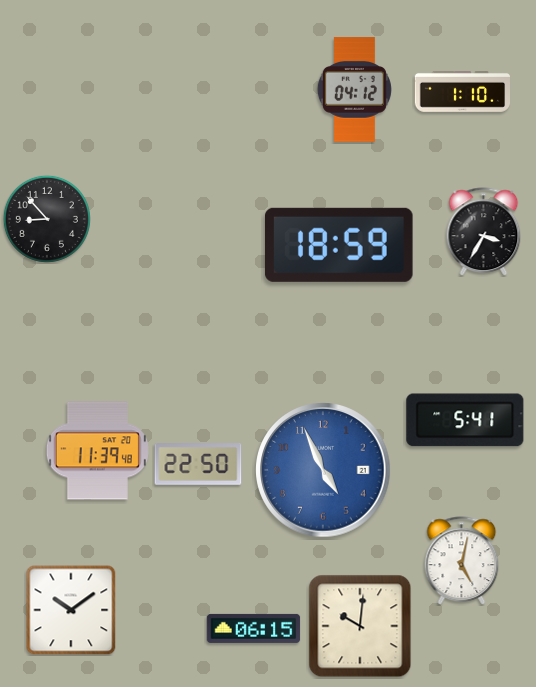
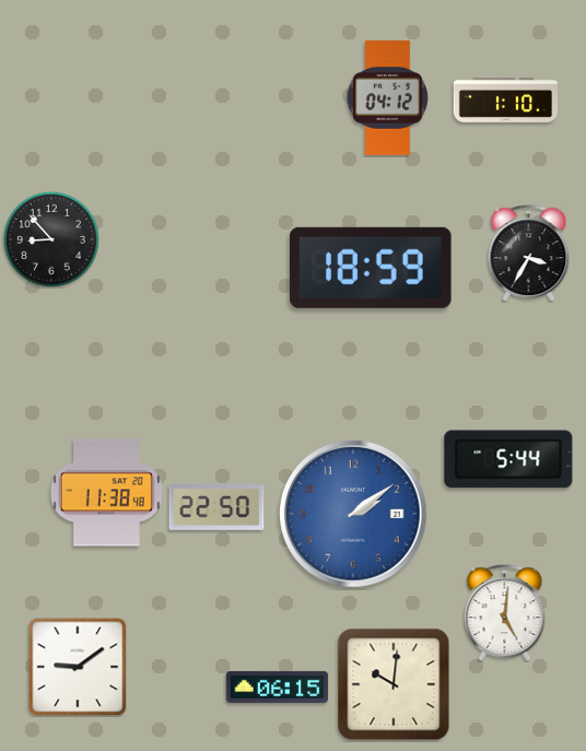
clock at (465, 420): 5:41 -> 5:44
clock at (97, 451): 11:39 -> 11:38
clock at (323, 470): 4:56 -> 2:09
clock at (462, 561): 5:02 -> 5:01
clock at (71, 610): 10:09 -> 9:09
